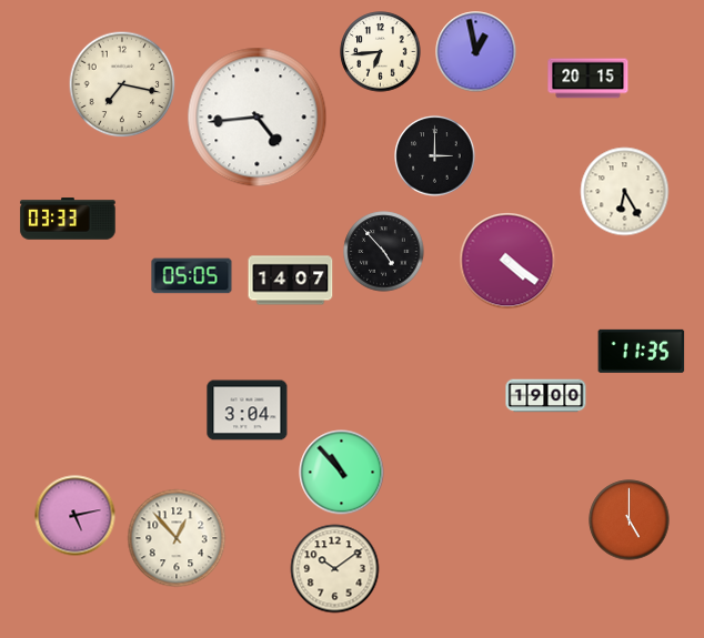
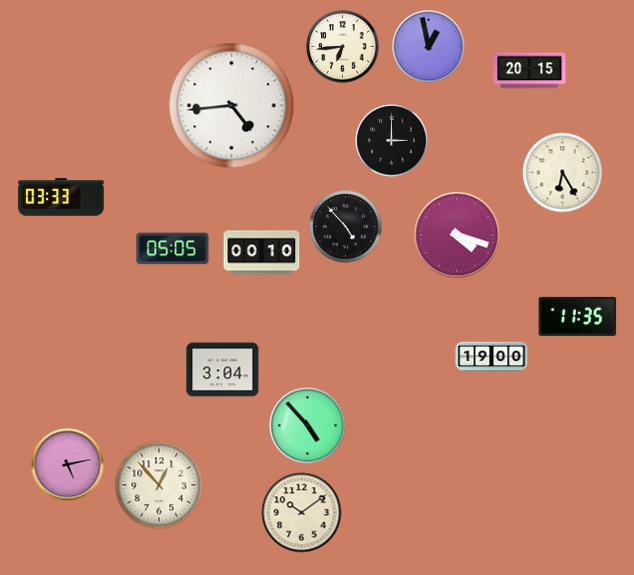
clock at (122, 84): 7:17 -> none
clock at (507, 261): 4:21 -> 4:18
clock at (291, 281): 14:07 -> 00:10
clock at (342, 473): 10:53 -> 4:53
clock at (630, 520): 5:00 -> none
